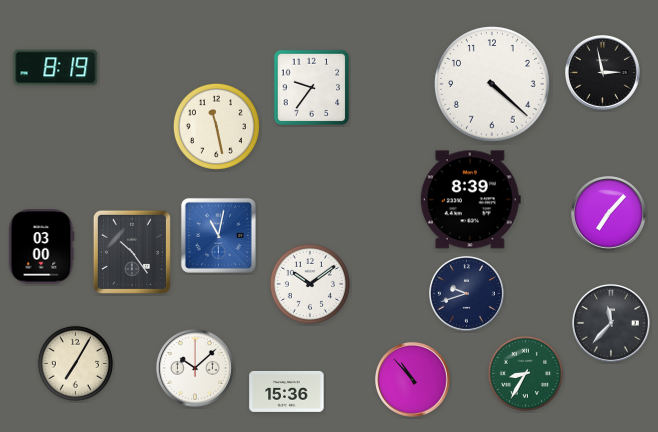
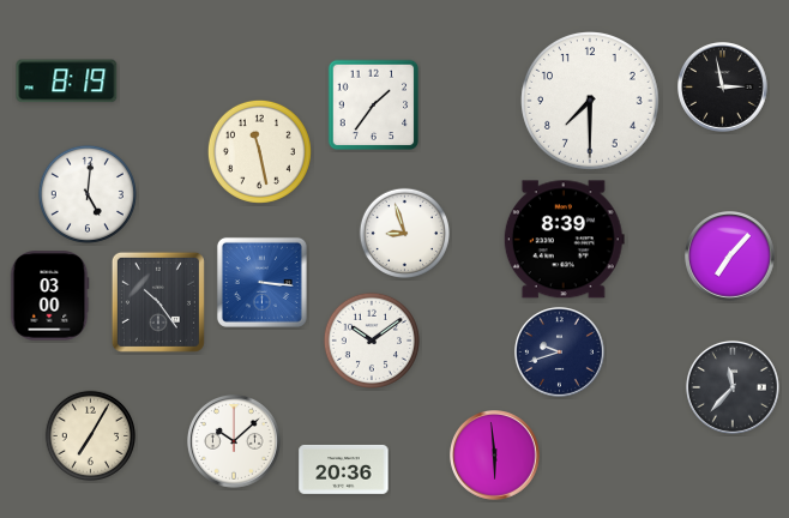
clock at (492, 84): 4:22 -> 7:30
clock at (312, 88): 9:36 -> 1:36
clock at (88, 194): none -> 5:01
clock at (404, 233): none -> 8:57
clock at (218, 235): 11:02 -> 3:16
clock at (525, 373): 8:35 -> none
clock at (413, 380): 10:53 -> 5:59
clock at (287, 391): 15:36 -> 20:36
